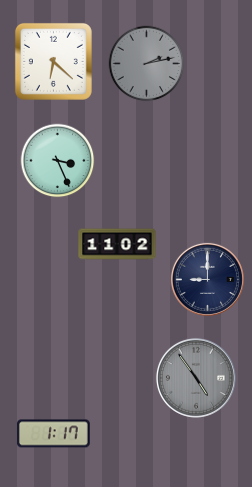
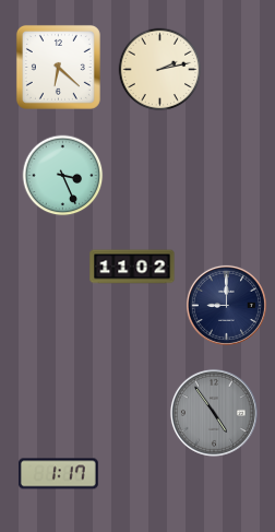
clock at (147, 64) dial: grey -> cream
clock at (117, 244) position: (117, 244) -> (132, 267)
